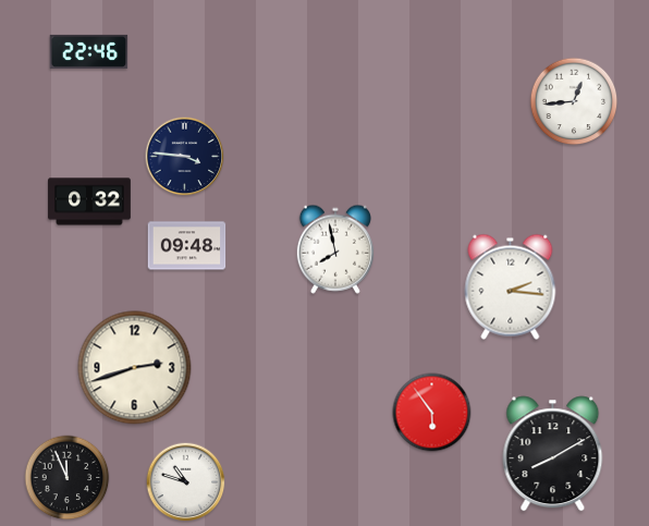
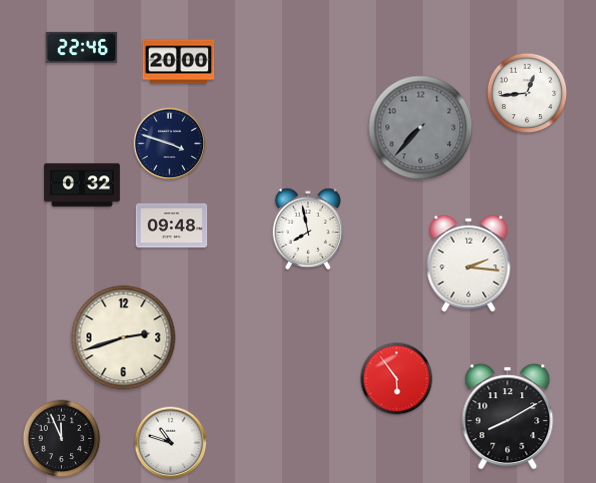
clock at (179, 62): none -> 20:00
clock at (421, 128): none -> 7:37
clock at (185, 157): 3:46 -> 3:48
